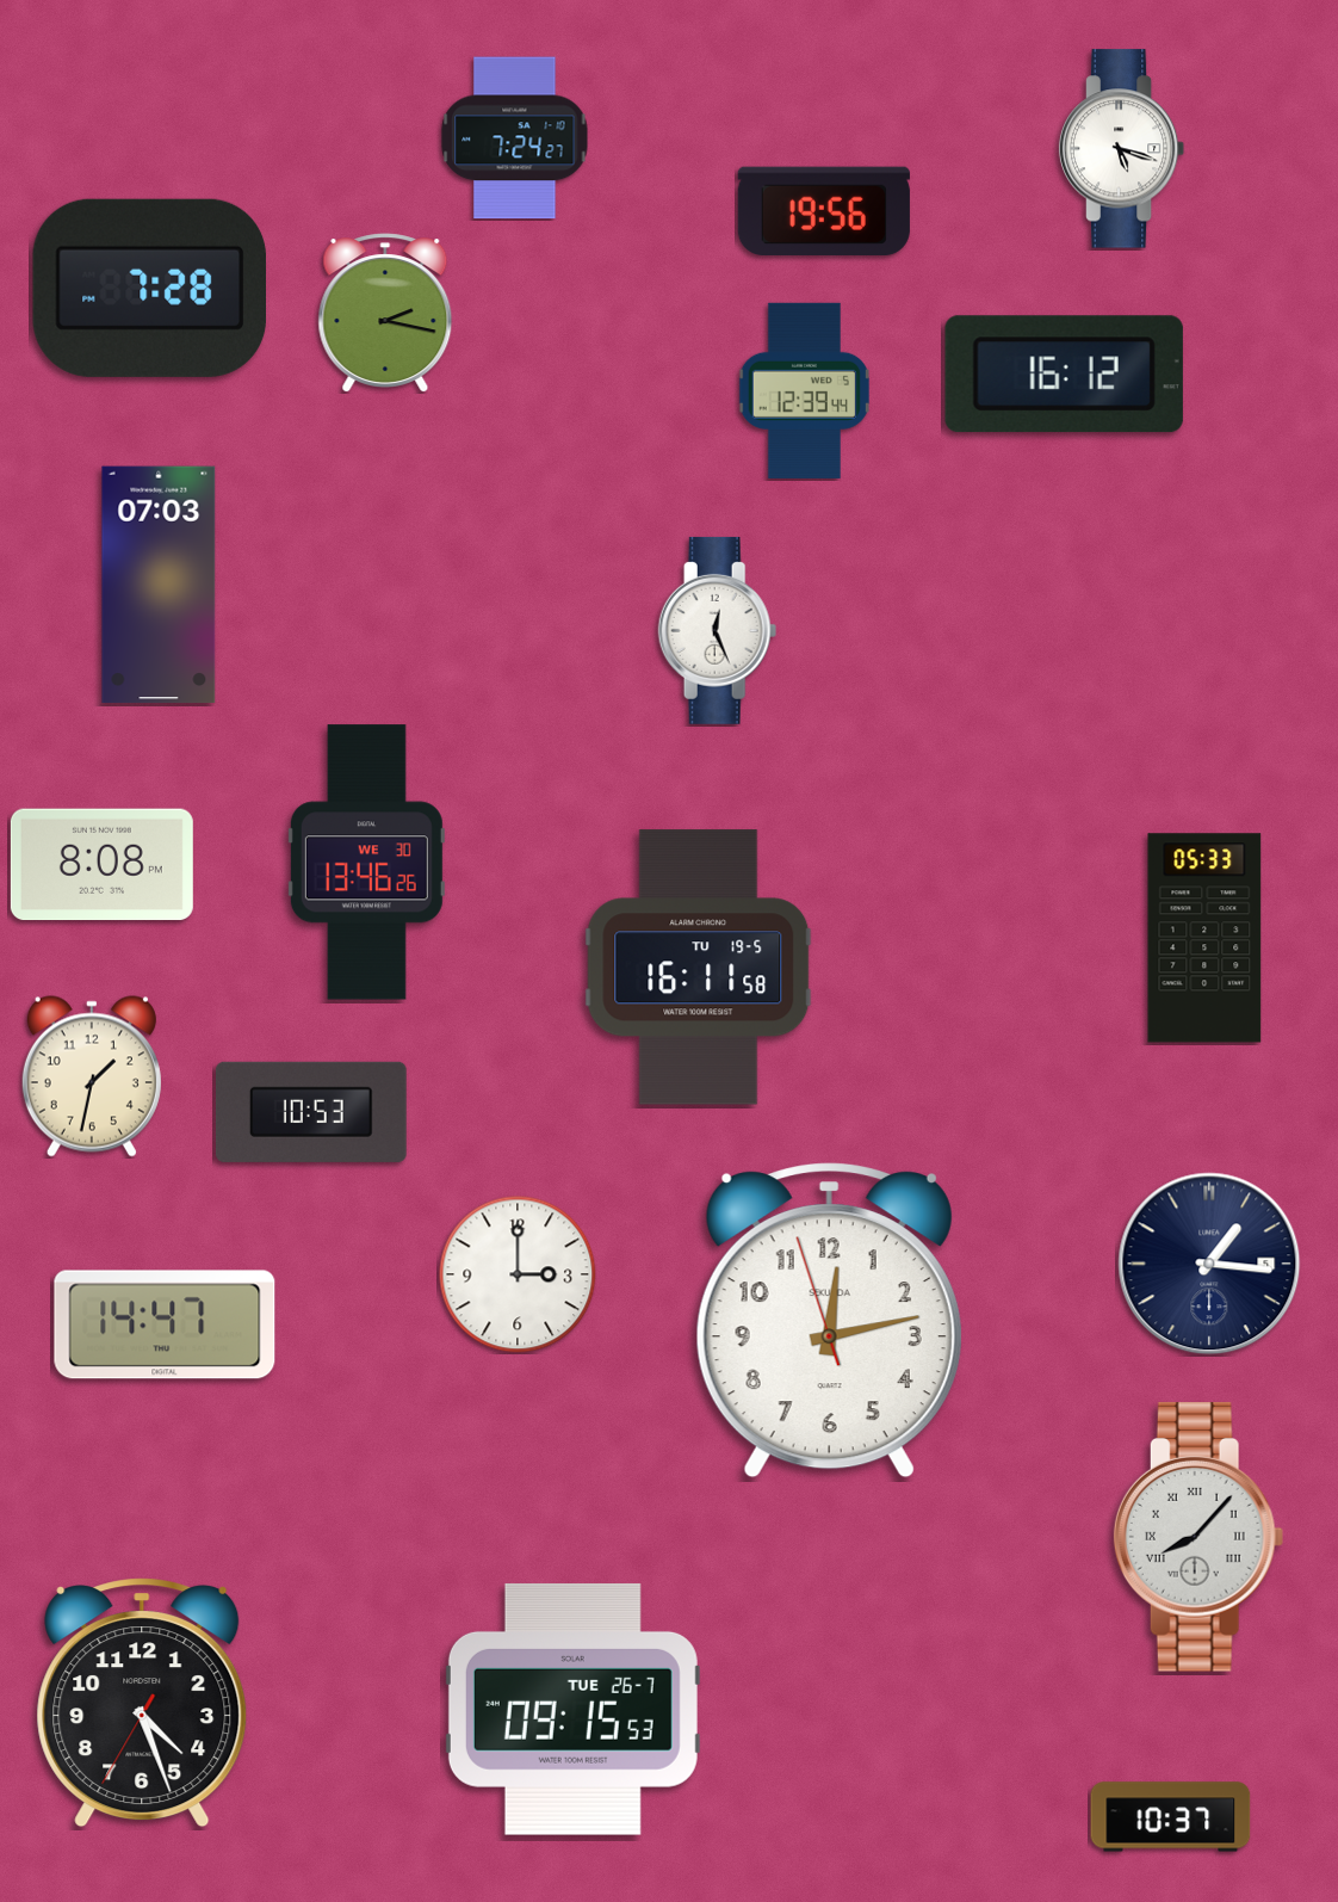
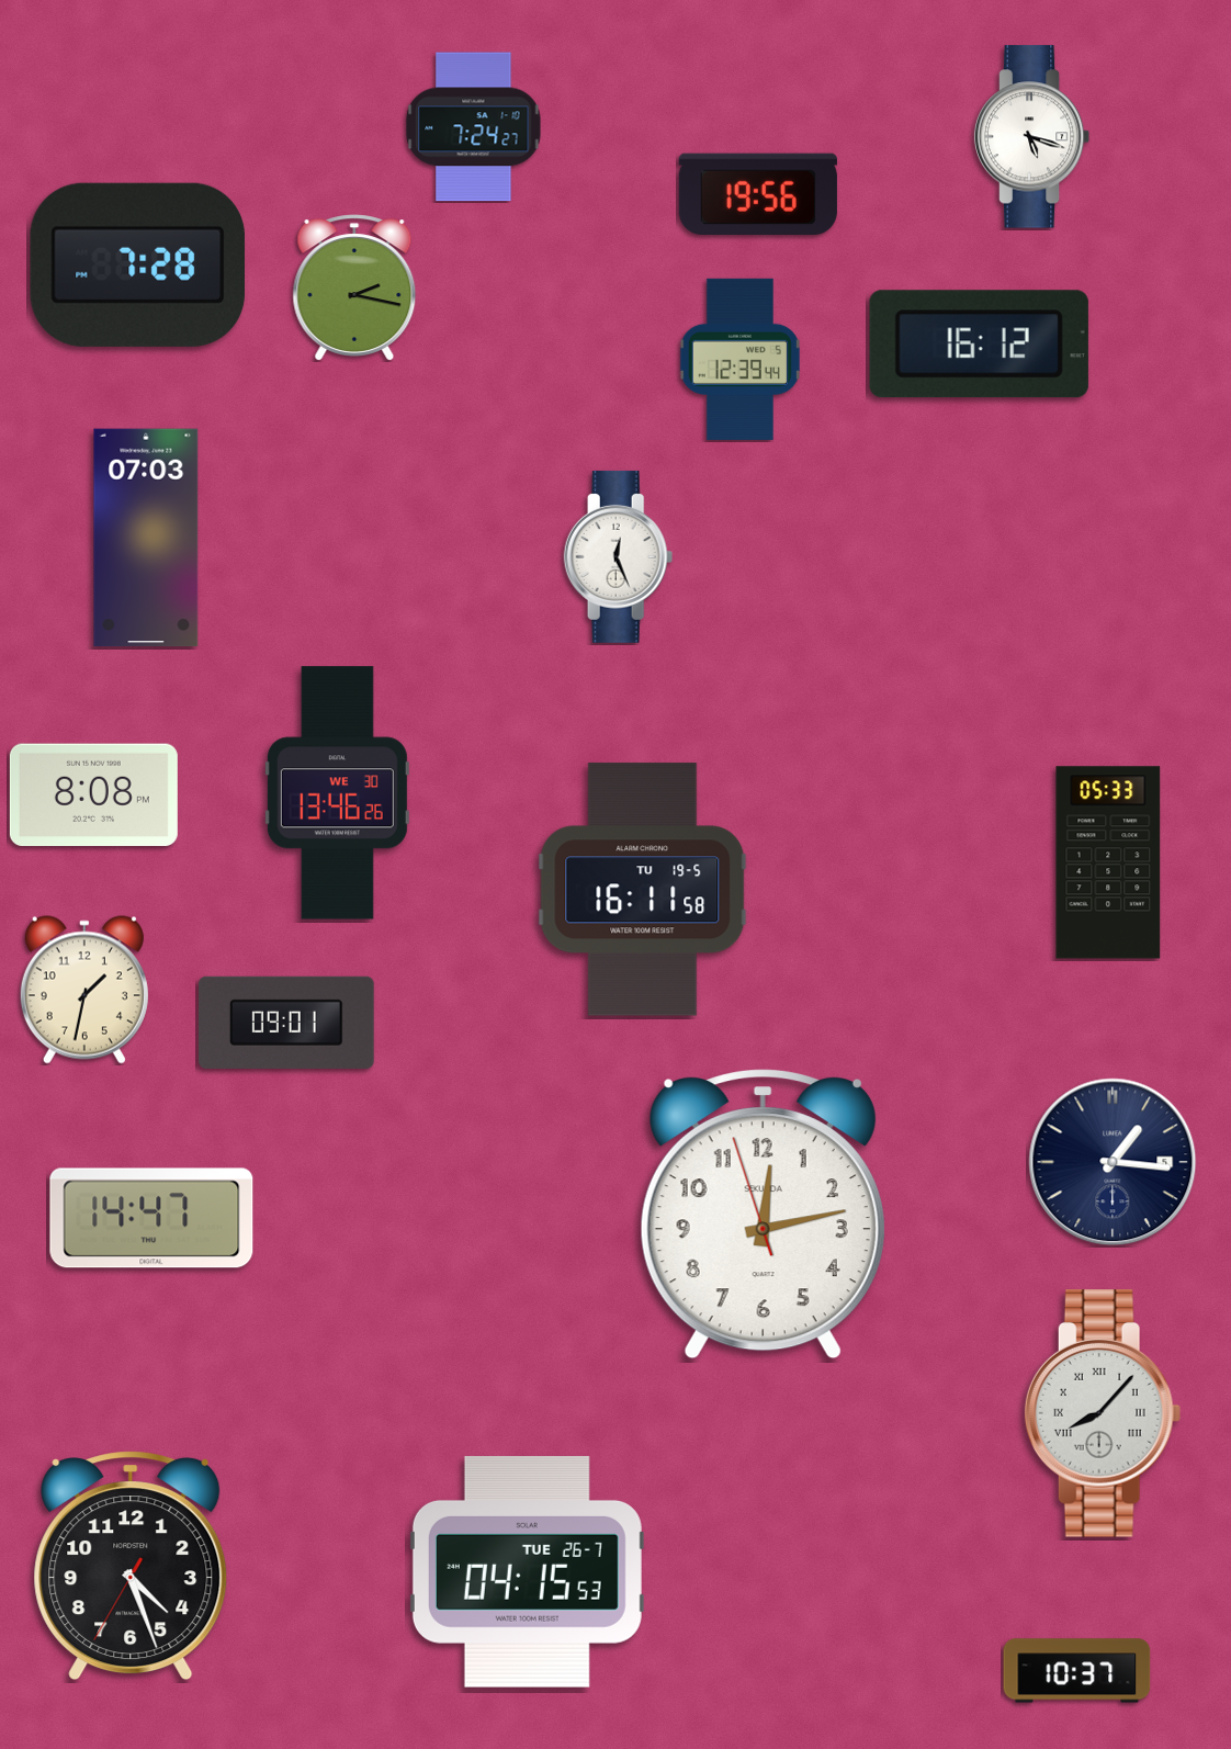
clock at (718, 630) position: (718, 630) -> (619, 556)
clock at (311, 1112): 10:53 -> 09:01
clock at (518, 1274): 3:00 -> none
clock at (572, 1710): 09:15 -> 04:15
